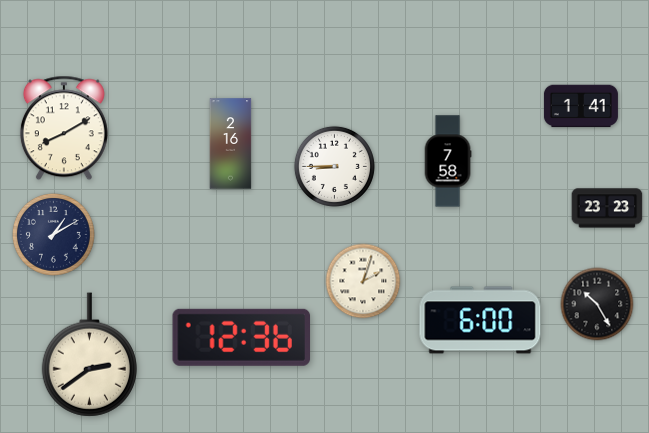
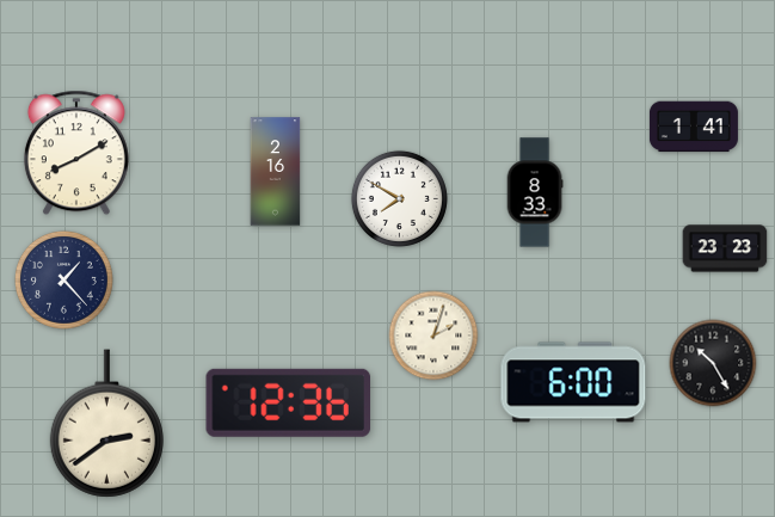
clock at (448, 161): 7:58 -> 8:33
clock at (334, 166): 8:45 -> 7:50
clock at (53, 234): 1:10 -> 1:23
